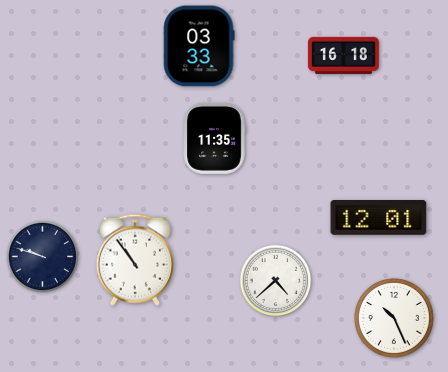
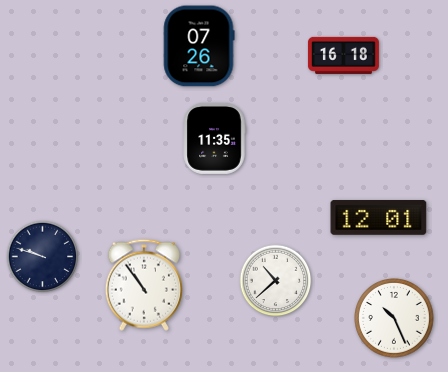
clock at (199, 46): 03:33 -> 07:26
clock at (135, 260) position: (135, 260) -> (144, 285)
clock at (276, 281): 4:38 -> 10:38
